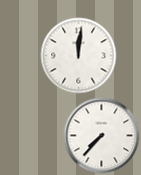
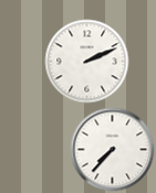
clock at (79, 56): 12:01 -> 2:11
